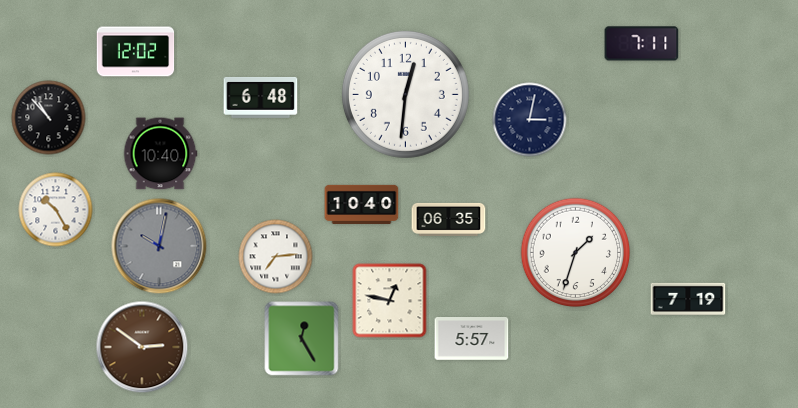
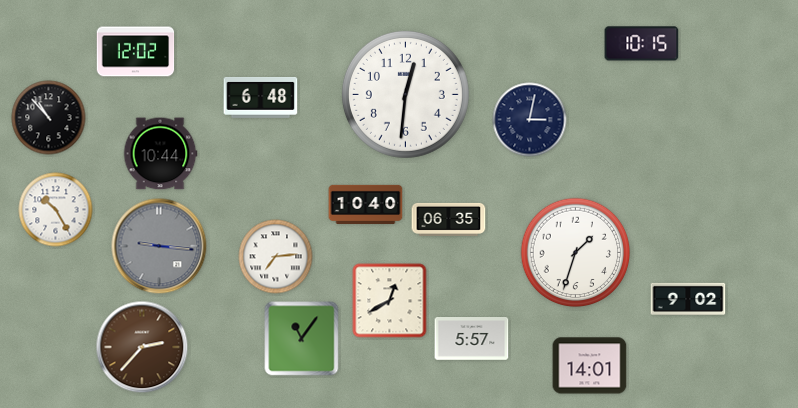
clock at (642, 44): 7:11 -> 10:15
clock at (160, 154): 10:40 -> 10:44
clock at (362, 204) position: (362, 204) -> (366, 204)
clock at (159, 246): 10:02 -> 9:16
clock at (688, 299): 7:19 -> 9:02
clock at (390, 301): 12:47 -> 12:40
clock at (302, 339): 12:25 -> 11:06
clock at (142, 347): 2:51 -> 2:37
clock at (590, 366): none -> 14:01
